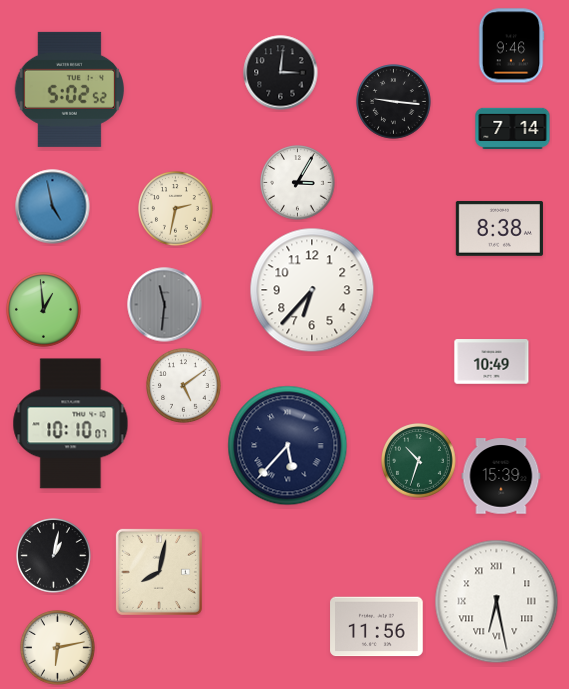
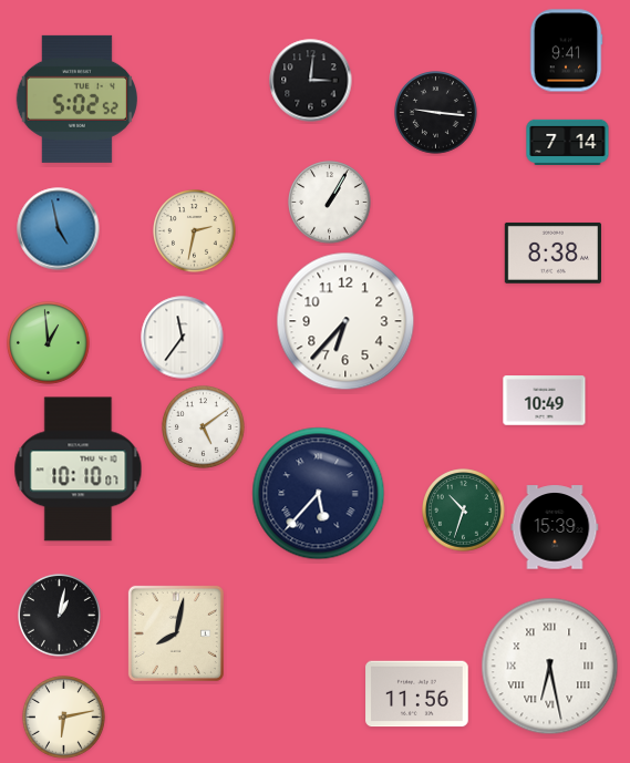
clock at (511, 46): 9:46 -> 9:41
clock at (298, 183): 3:05 -> 1:05
clock at (165, 305): 11:31 -> 11:36
clock at (165, 305) dial: grey -> white
